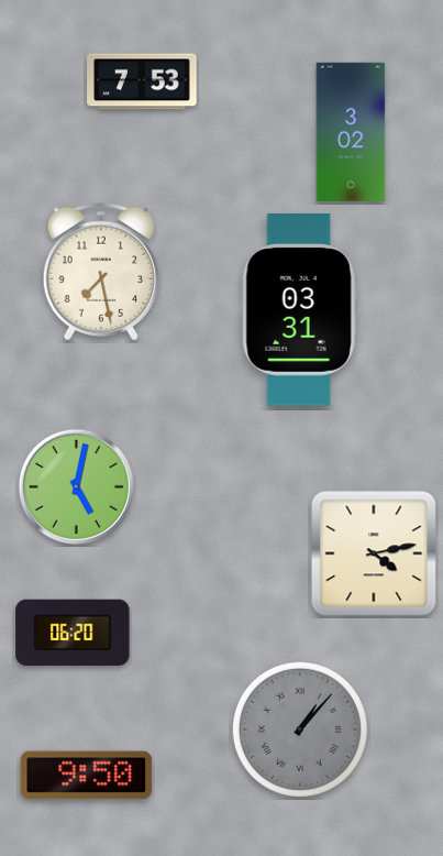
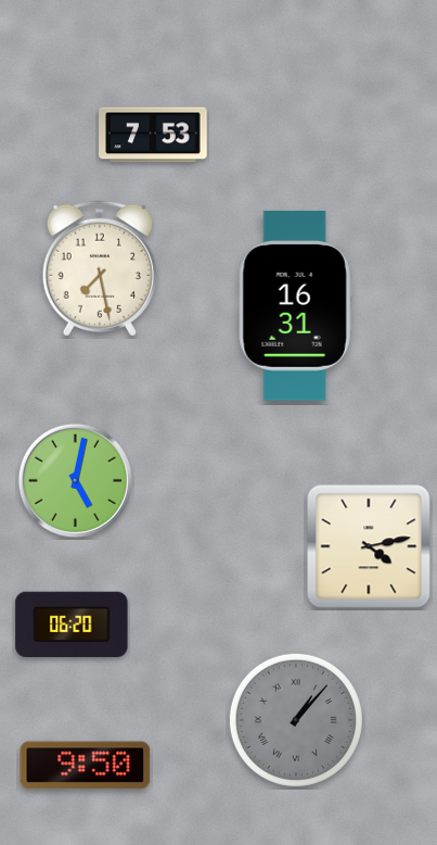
clock at (142, 81) position: (142, 81) -> (153, 135)
clock at (351, 131): 3:02 -> none
clock at (299, 310): 03:31 -> 16:31
